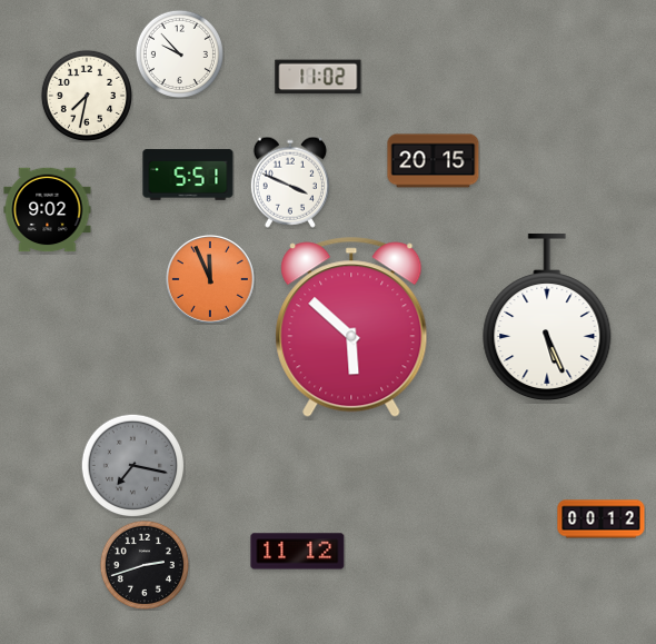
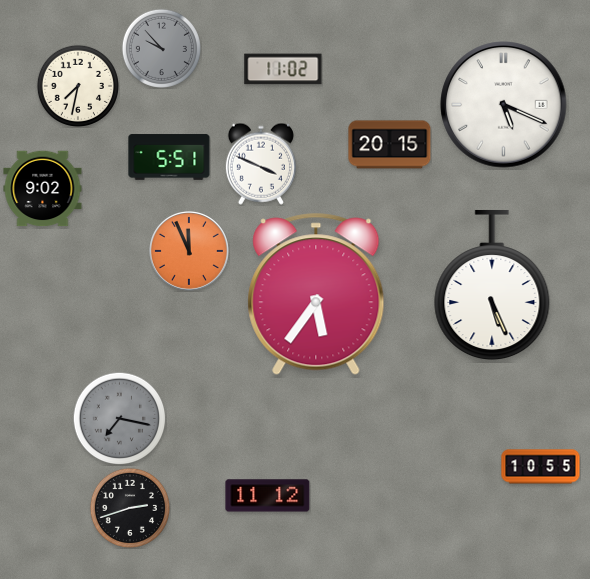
clock at (179, 53) dial: white -> grey
clock at (318, 77) position: (318, 77) -> (283, 69)
clock at (504, 105): none -> 5:19
clock at (351, 327): 5:52 -> 5:36
clock at (602, 519): 00:12 -> 10:55
